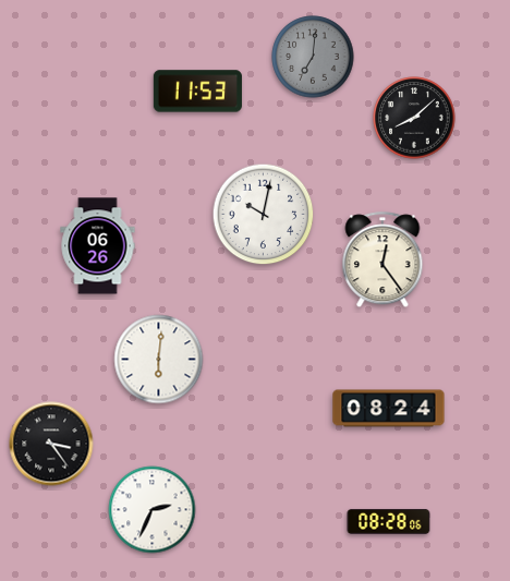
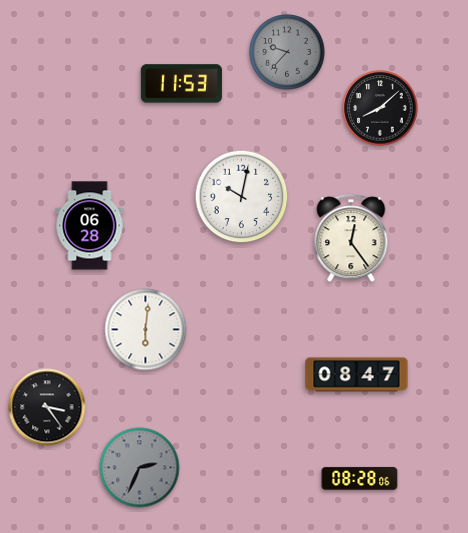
clock at (313, 57): 7:01 -> 9:37
clock at (98, 246): 06:26 -> 06:28
clock at (389, 409): 08:24 -> 08:47
clock at (153, 510) dial: white -> grey
clock at (389, 521) position: (389, 521) -> (360, 478)
